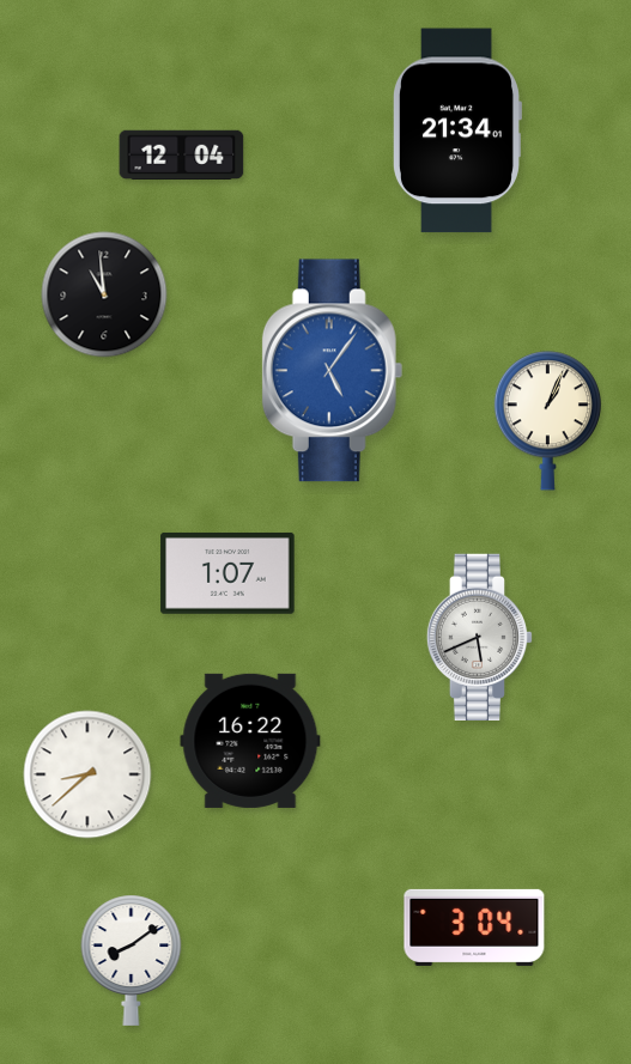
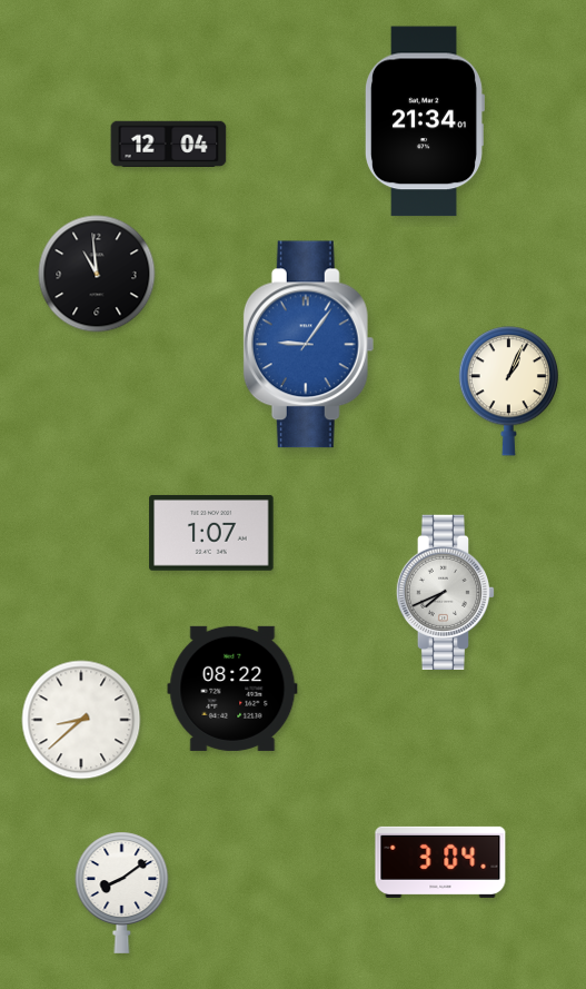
clock at (333, 371): 5:06 -> 9:06
clock at (480, 637): 5:41 -> 7:41
clock at (250, 741): 16:22 -> 08:22
